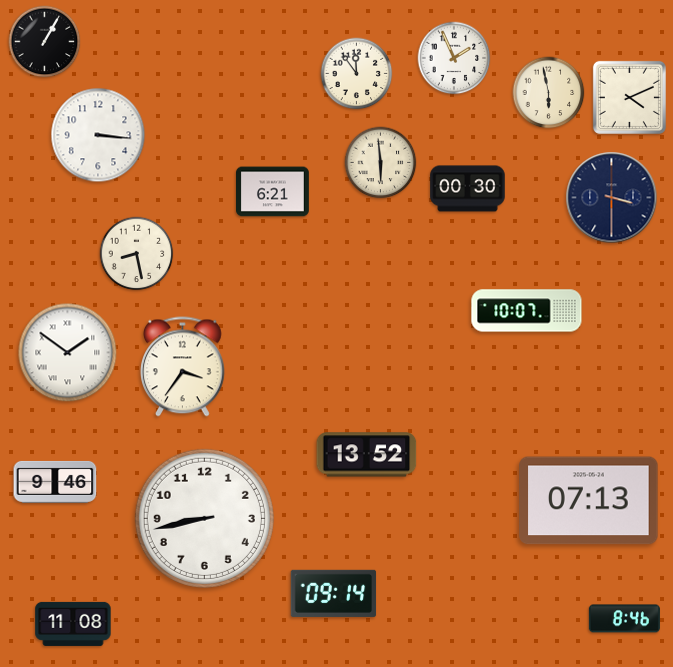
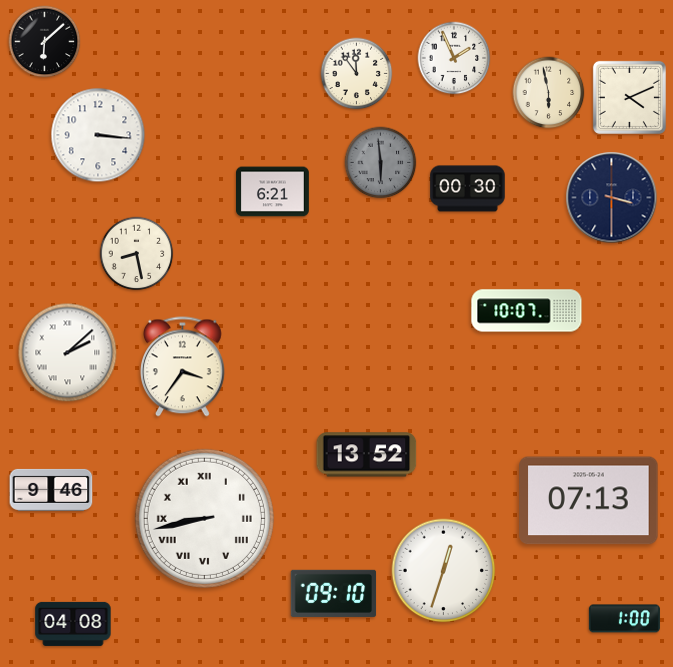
clock at (45, 42): 1:05 -> 6:08
clock at (381, 163) dial: cream -> grey
clock at (68, 353): 1:51 -> 2:08
clock at (55, 482) position: (55, 482) -> (51, 490)
clock at (204, 518) numerals: Arabic -> Roman
clock at (444, 571): none -> 12:33
clock at (334, 593): 09:14 -> 09:10
clock at (624, 619): 8:46 -> 1:00
clock at (73, 624): 11:08 -> 04:08
